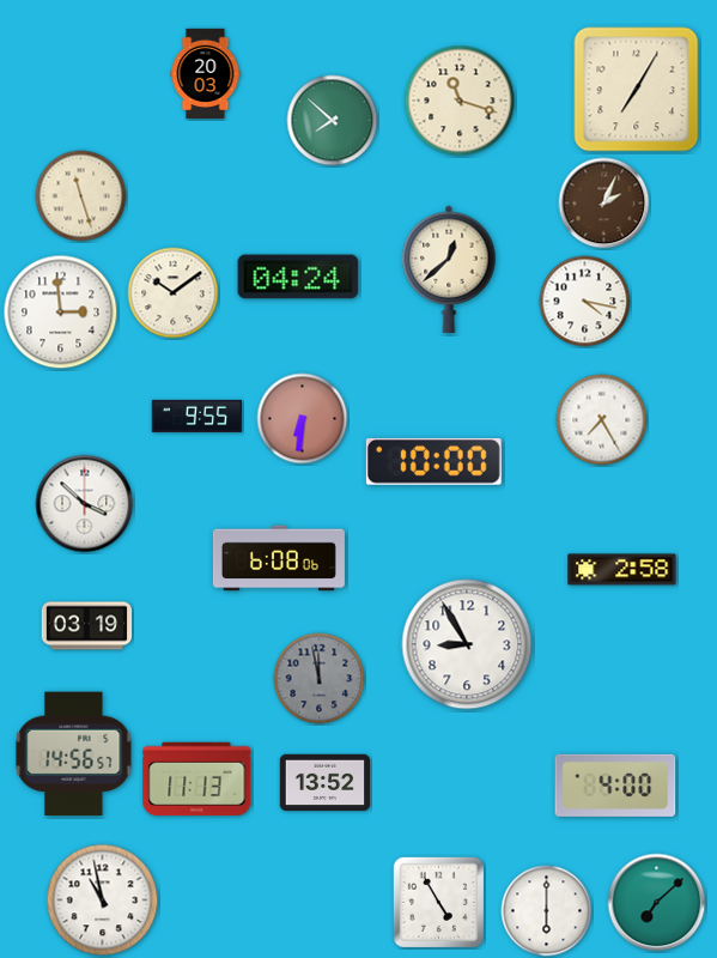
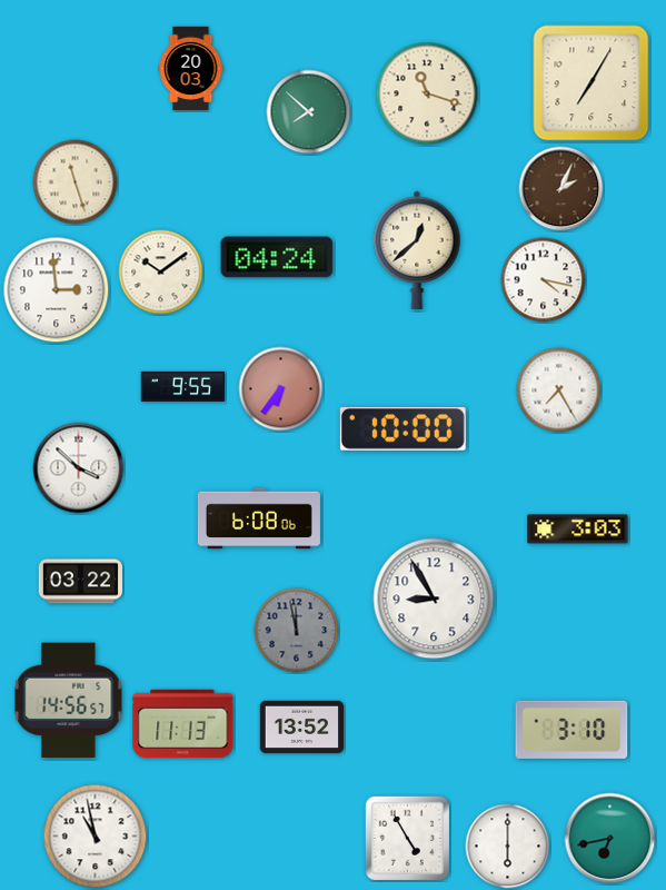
clock at (303, 419): 6:31 -> 6:36
clock at (622, 570): 2:58 -> 3:03
clock at (87, 626): 03:19 -> 03:22
clock at (615, 786): 4:00 -> 3:10
clock at (657, 903): 7:08 -> 6:43
